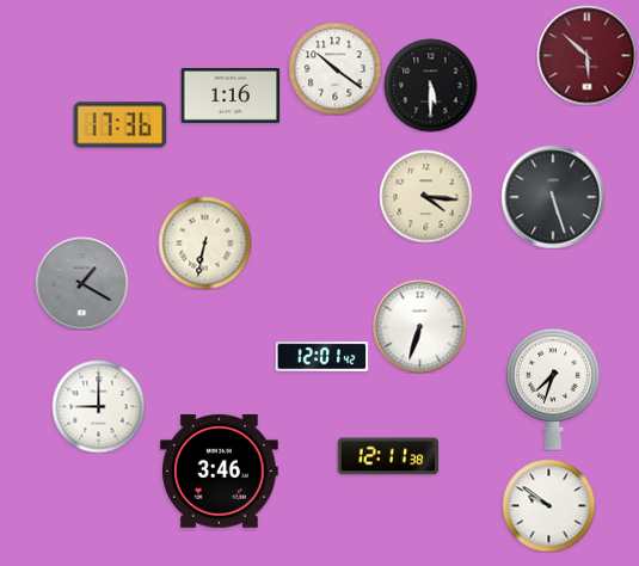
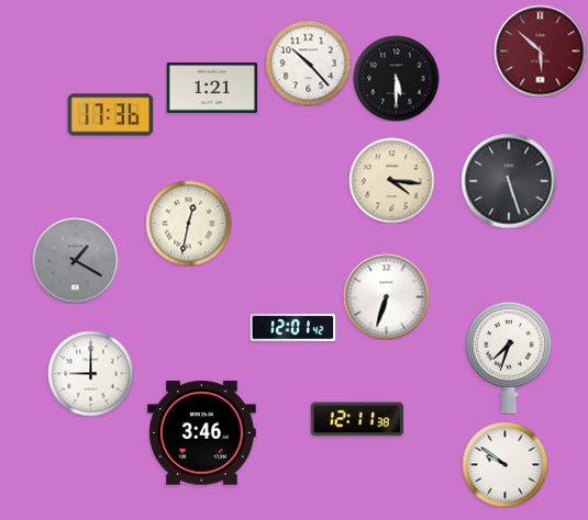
clock at (334, 68): 10:21 -> 10:23
clock at (231, 96): 1:16 -> 1:21
clock at (204, 242): 6:32 -> 12:32
clock at (419, 326) position: (419, 326) -> (386, 296)
clock at (321, 357) position: (321, 357) -> (292, 328)
